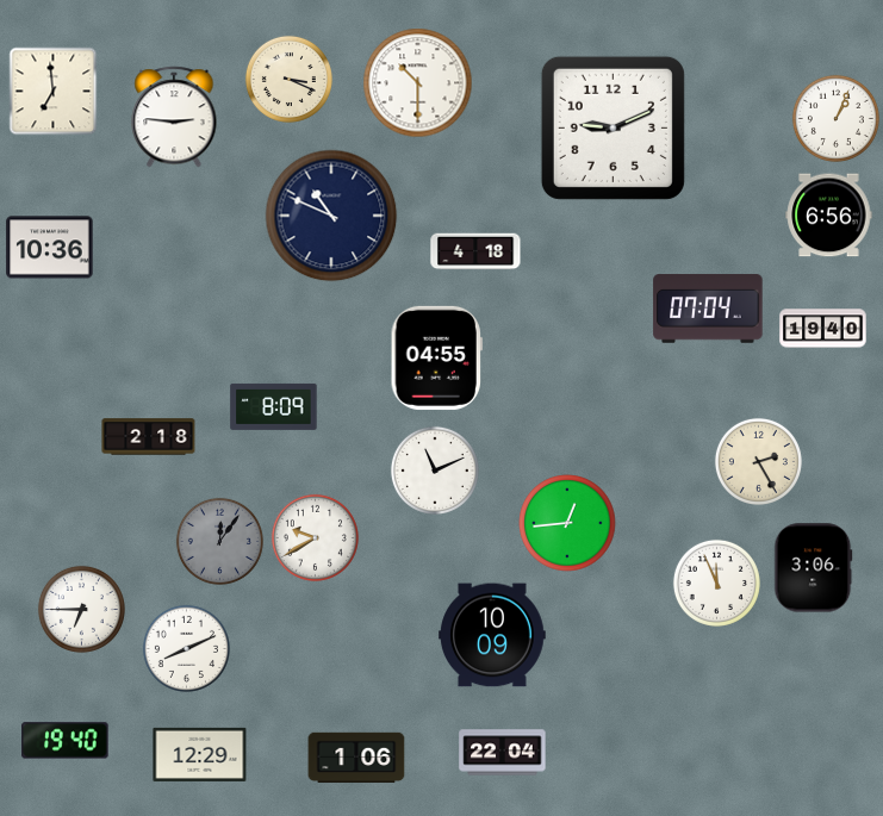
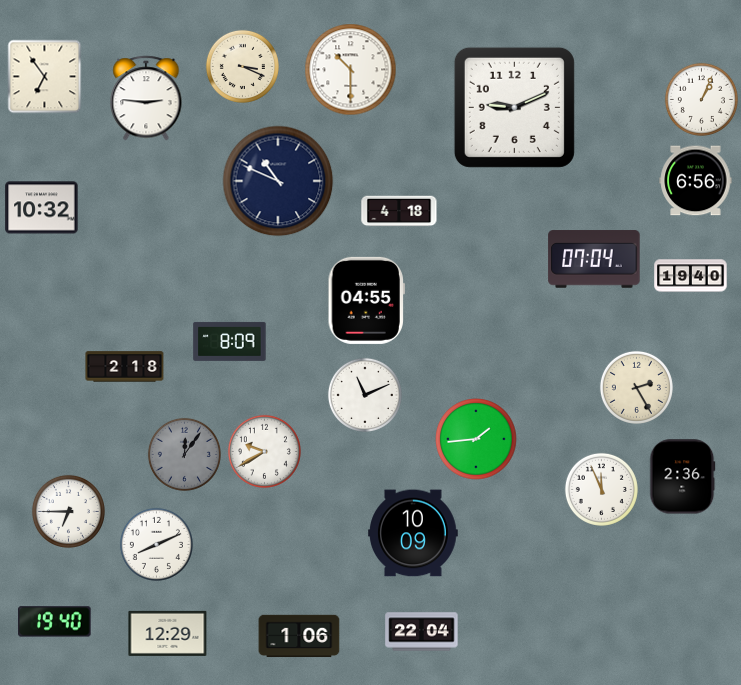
clock at (54, 92): 6:59 -> 6:54
clock at (50, 248): 10:36 -> 10:32
clock at (567, 523): 12:44 -> 1:44
clock at (814, 568): 3:06 -> 2:36
